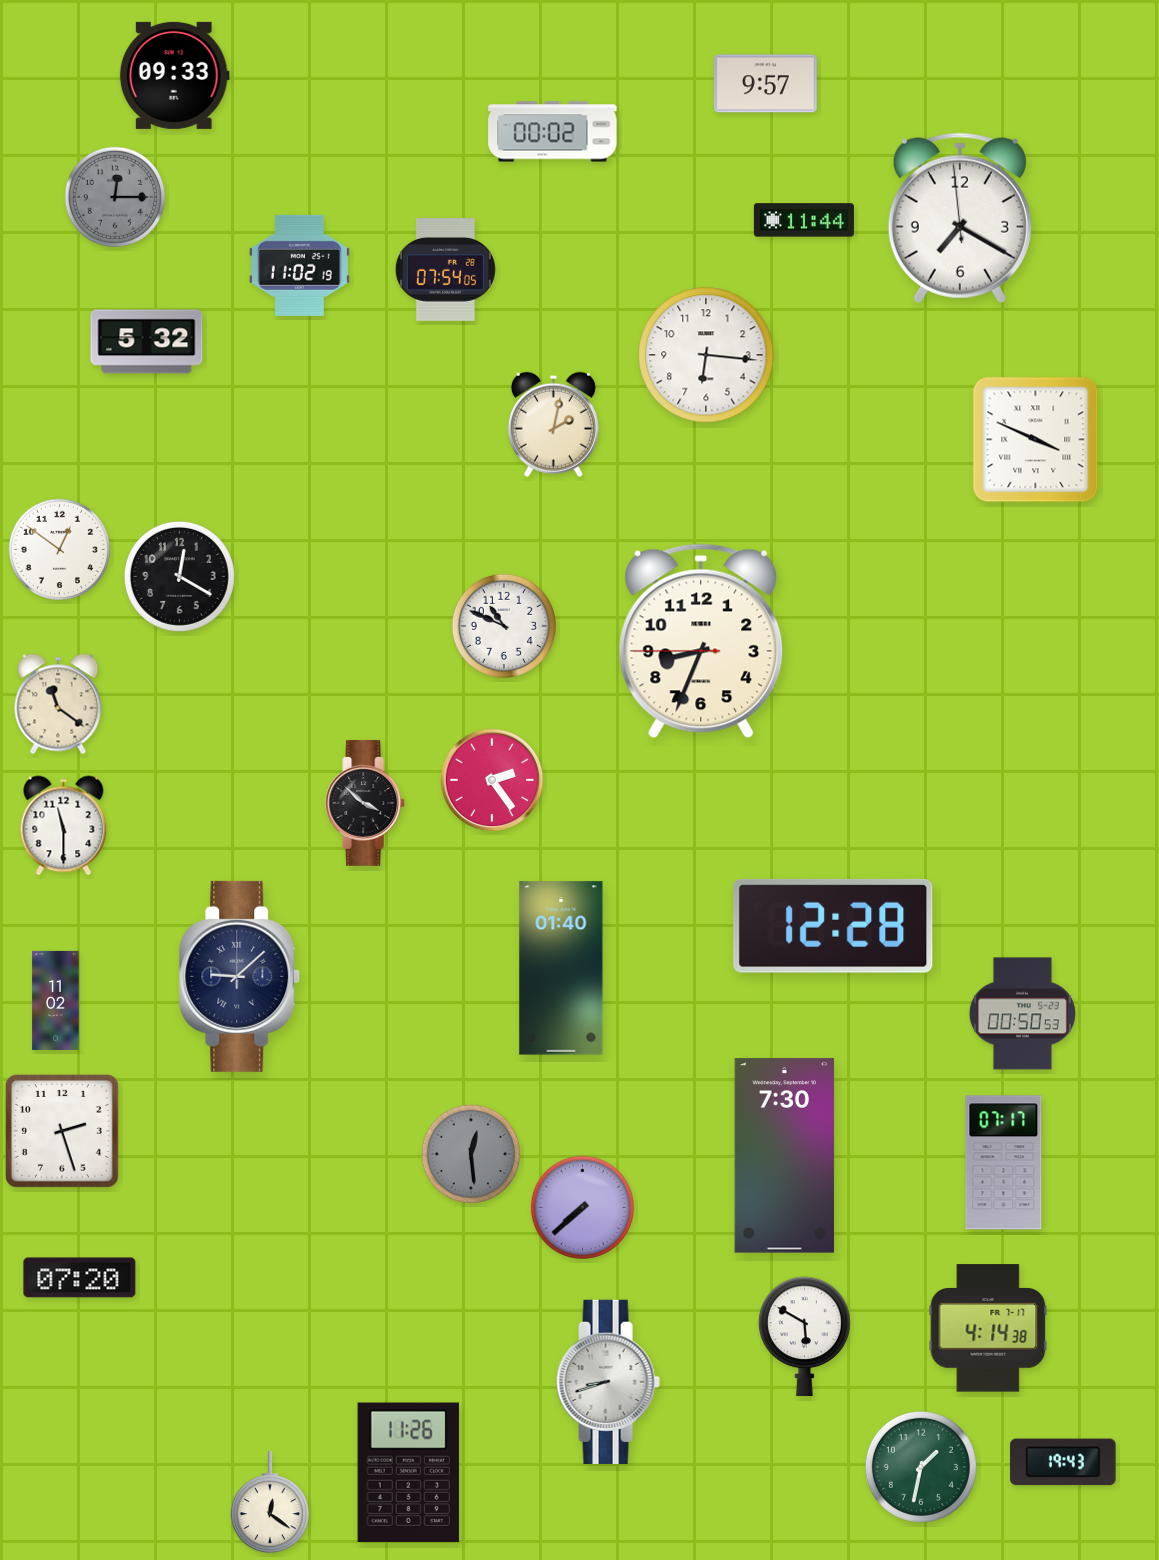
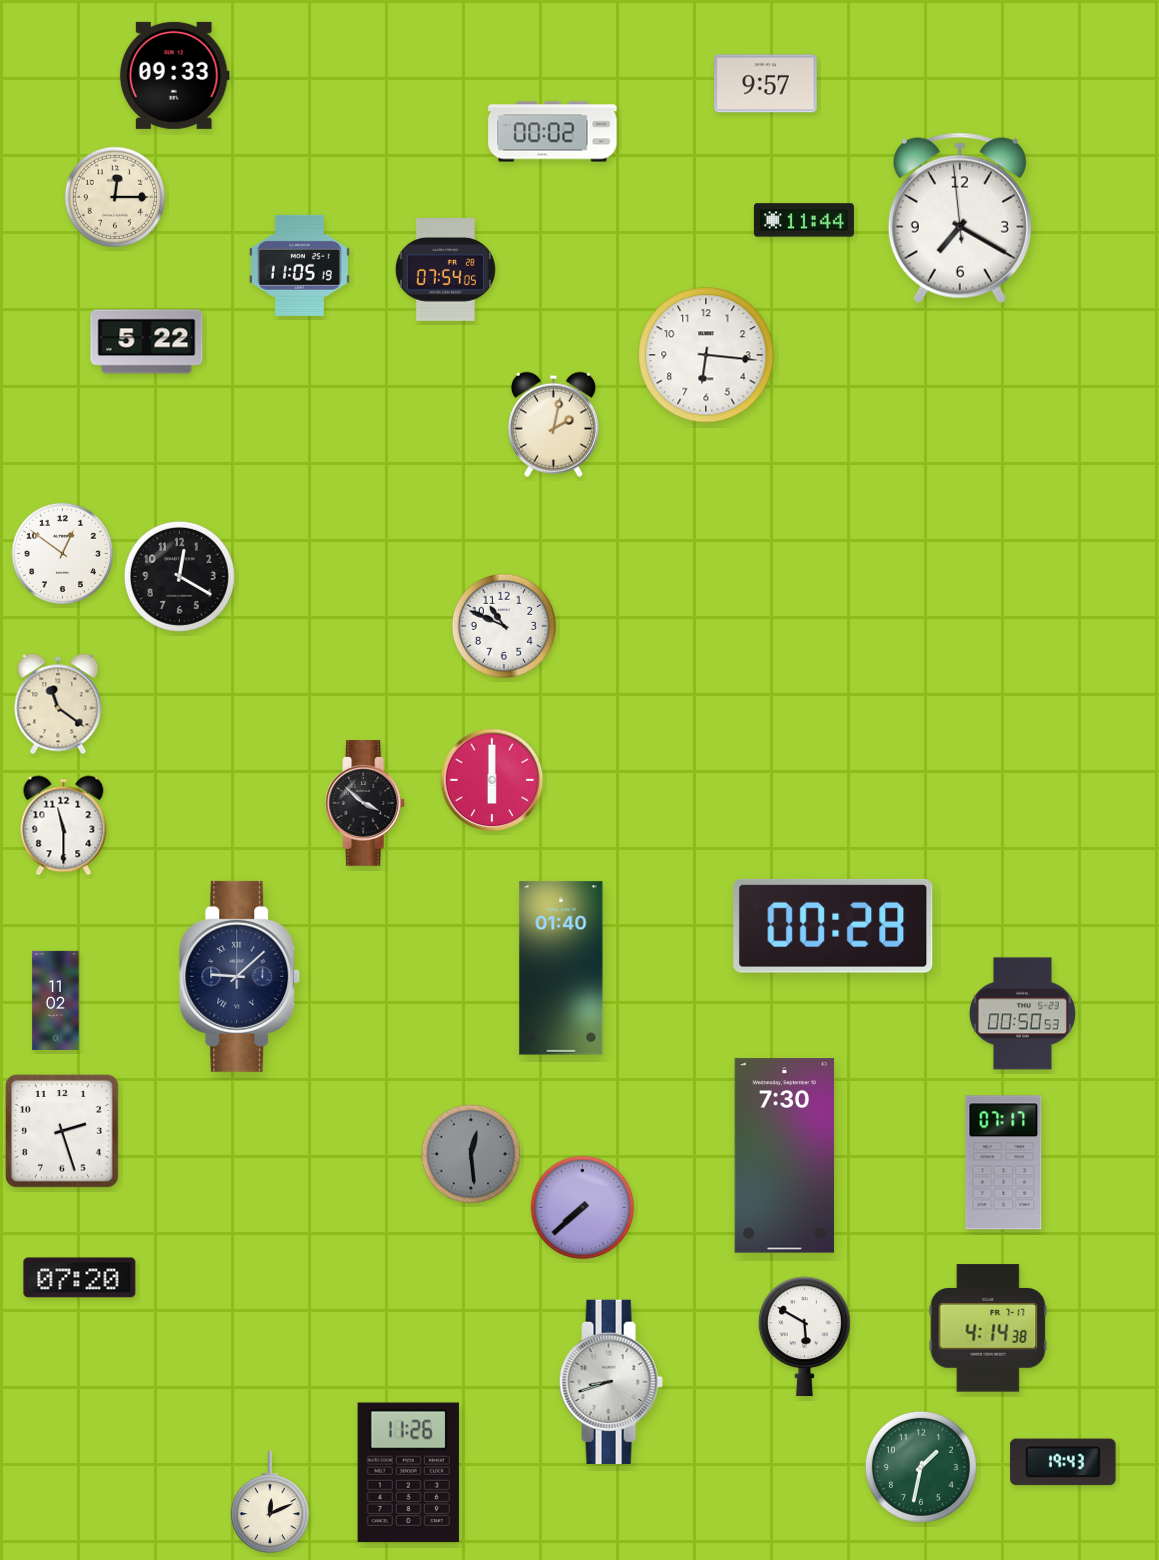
clock at (115, 196) dial: grey -> cream
clock at (299, 265): 11:02 -> 11:05
clock at (147, 342): 5:32 -> 5:22
clock at (1036, 440): 3:49 -> none
clock at (59, 549) position: (59, 549) -> (62, 553)
clock at (701, 641): 8:33 -> none
clock at (492, 780): 2:24 -> 6:00
clock at (833, 926): 12:28 -> 00:28
clock at (608, 1382) position: (608, 1382) -> (611, 1382)
clock at (270, 1502): 12:21 -> 12:11
